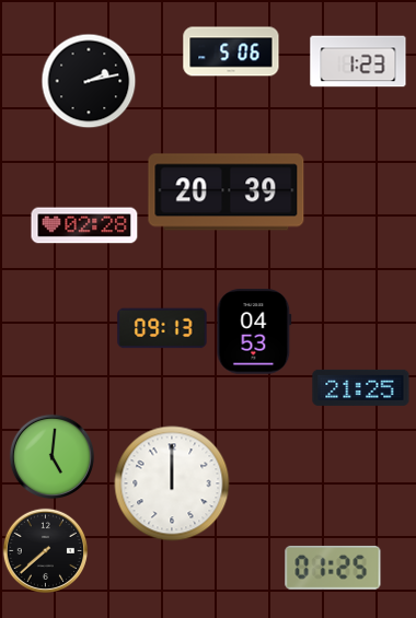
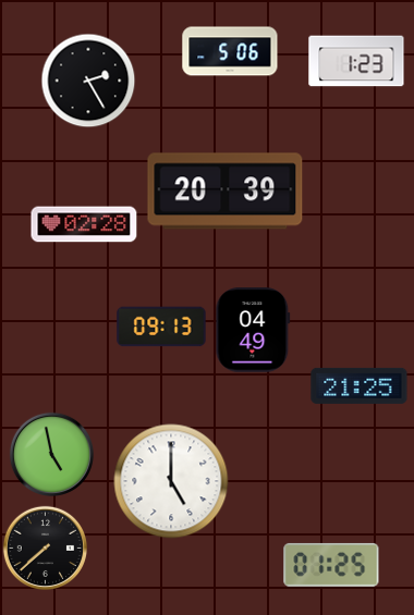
clock at (89, 81): 2:13 -> 2:25
clock at (254, 331): 04:53 -> 04:49
clock at (51, 456): 5:01 -> 4:58
clock at (172, 483): 12:00 -> 5:00
